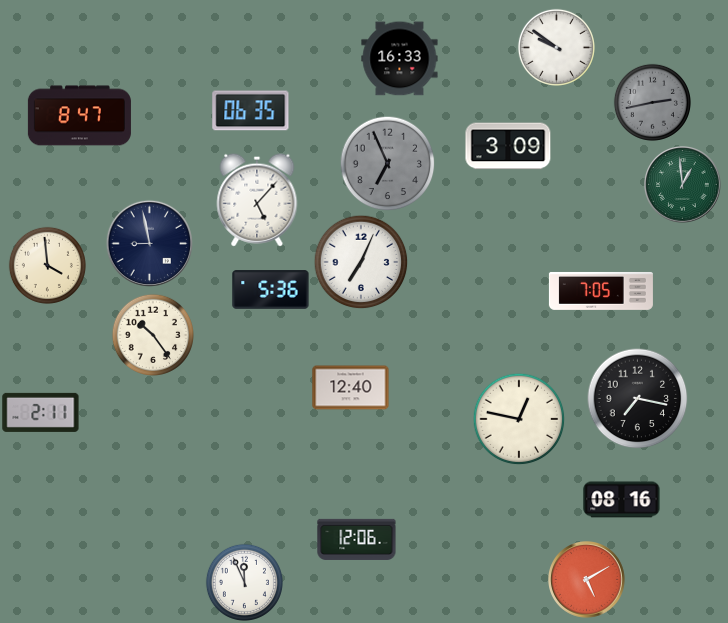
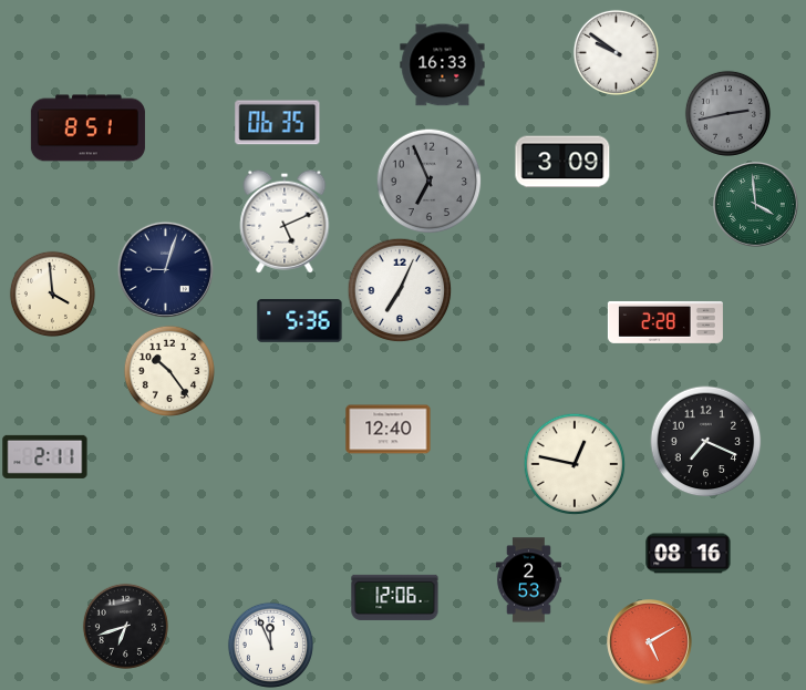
clock at (652, 102) position: (652, 102) -> (727, 113)
clock at (79, 116): 8:47 -> 8:51
clock at (683, 185): 12:59 -> 3:59
clock at (257, 200): 5:07 -> 5:11
clock at (149, 243): 8:58 -> 9:03
clock at (601, 291): 7:05 -> 2:28
clock at (638, 399): 7:17 -> 7:19
clock at (528, 580): none -> 2:53
clock at (125, 626): none -> 6:42
